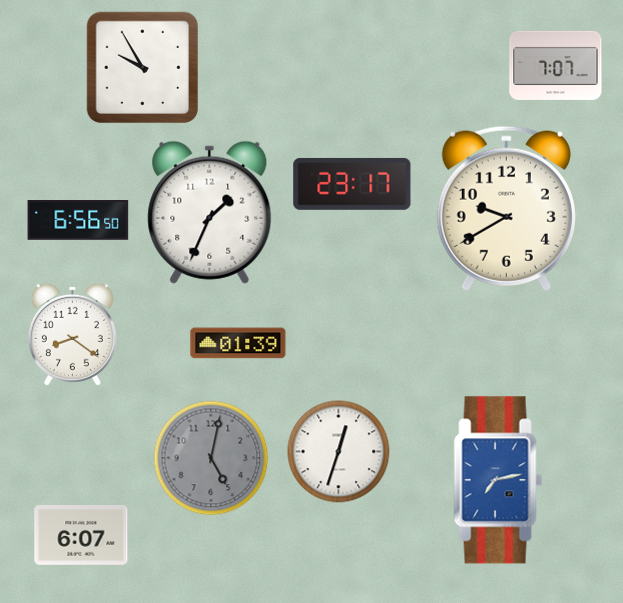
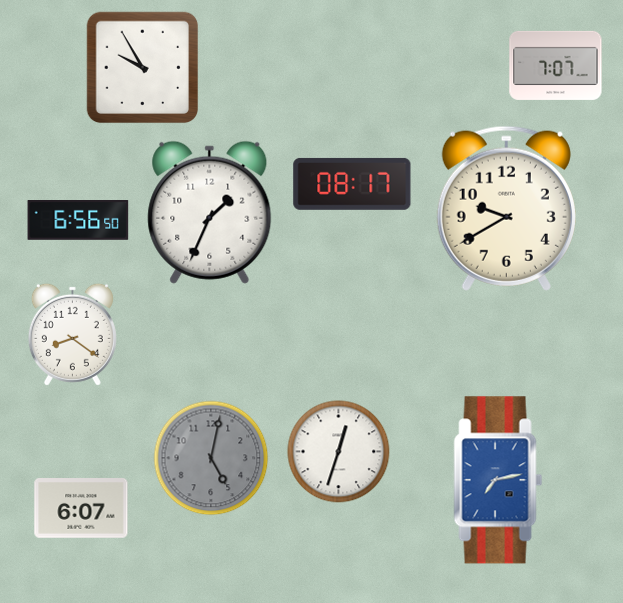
clock at (352, 184): 23:17 -> 08:17
clock at (238, 343): 01:39 -> none
clock at (81, 536) position: (81, 536) -> (81, 509)
